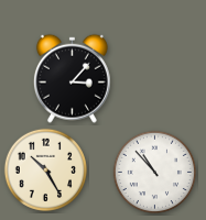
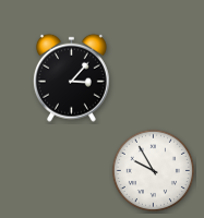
clock at (45, 169): 10:25 -> none
clock at (154, 172): 10:53 -> 9:55
